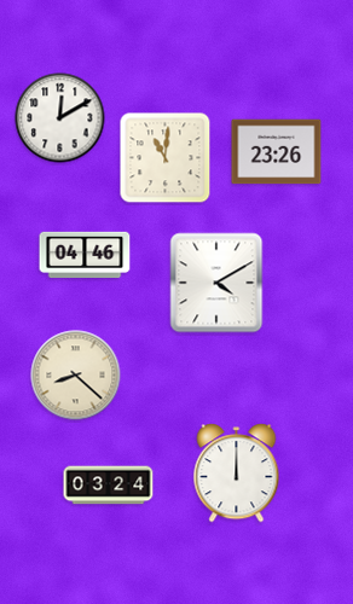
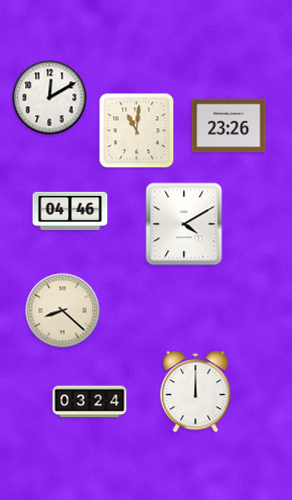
clock at (216, 283) position: (216, 283) -> (184, 224)
